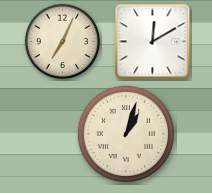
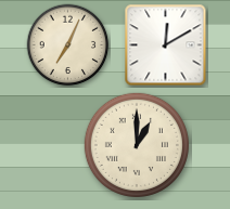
clock at (126, 134): 1:03 -> 1:00
